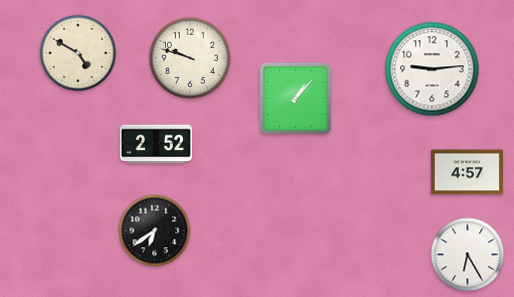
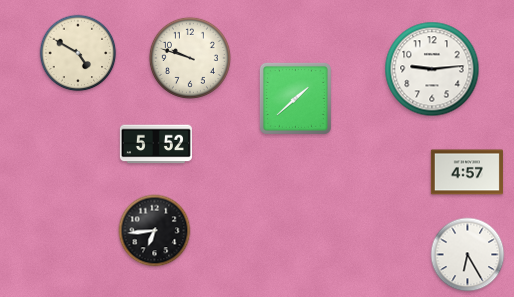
clock at (295, 98): 1:07 -> 1:38
clock at (156, 144): 2:52 -> 5:52
clock at (155, 231): 6:39 -> 6:44
